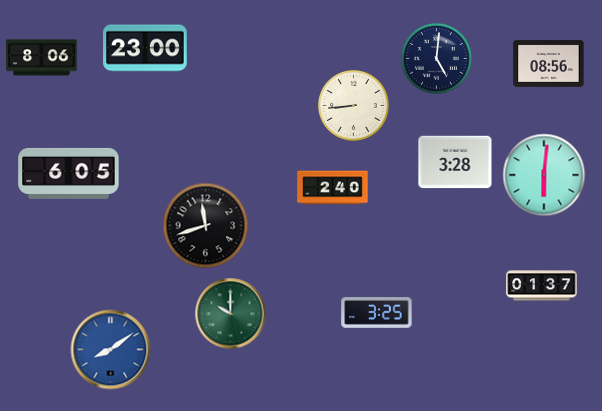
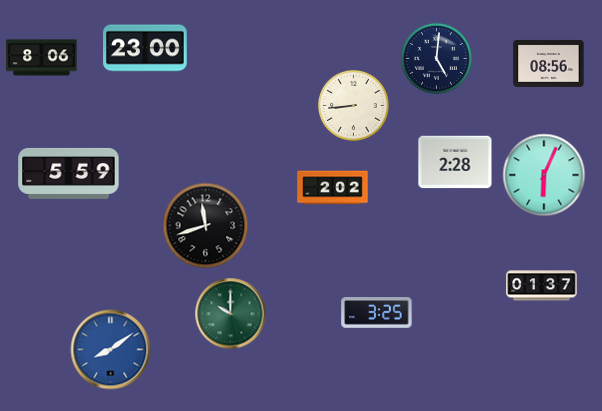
clock at (455, 162): 3:28 -> 2:28
clock at (69, 173): 6:05 -> 5:59
clock at (544, 175): 6:01 -> 6:04
clock at (333, 188): 2:40 -> 2:02
